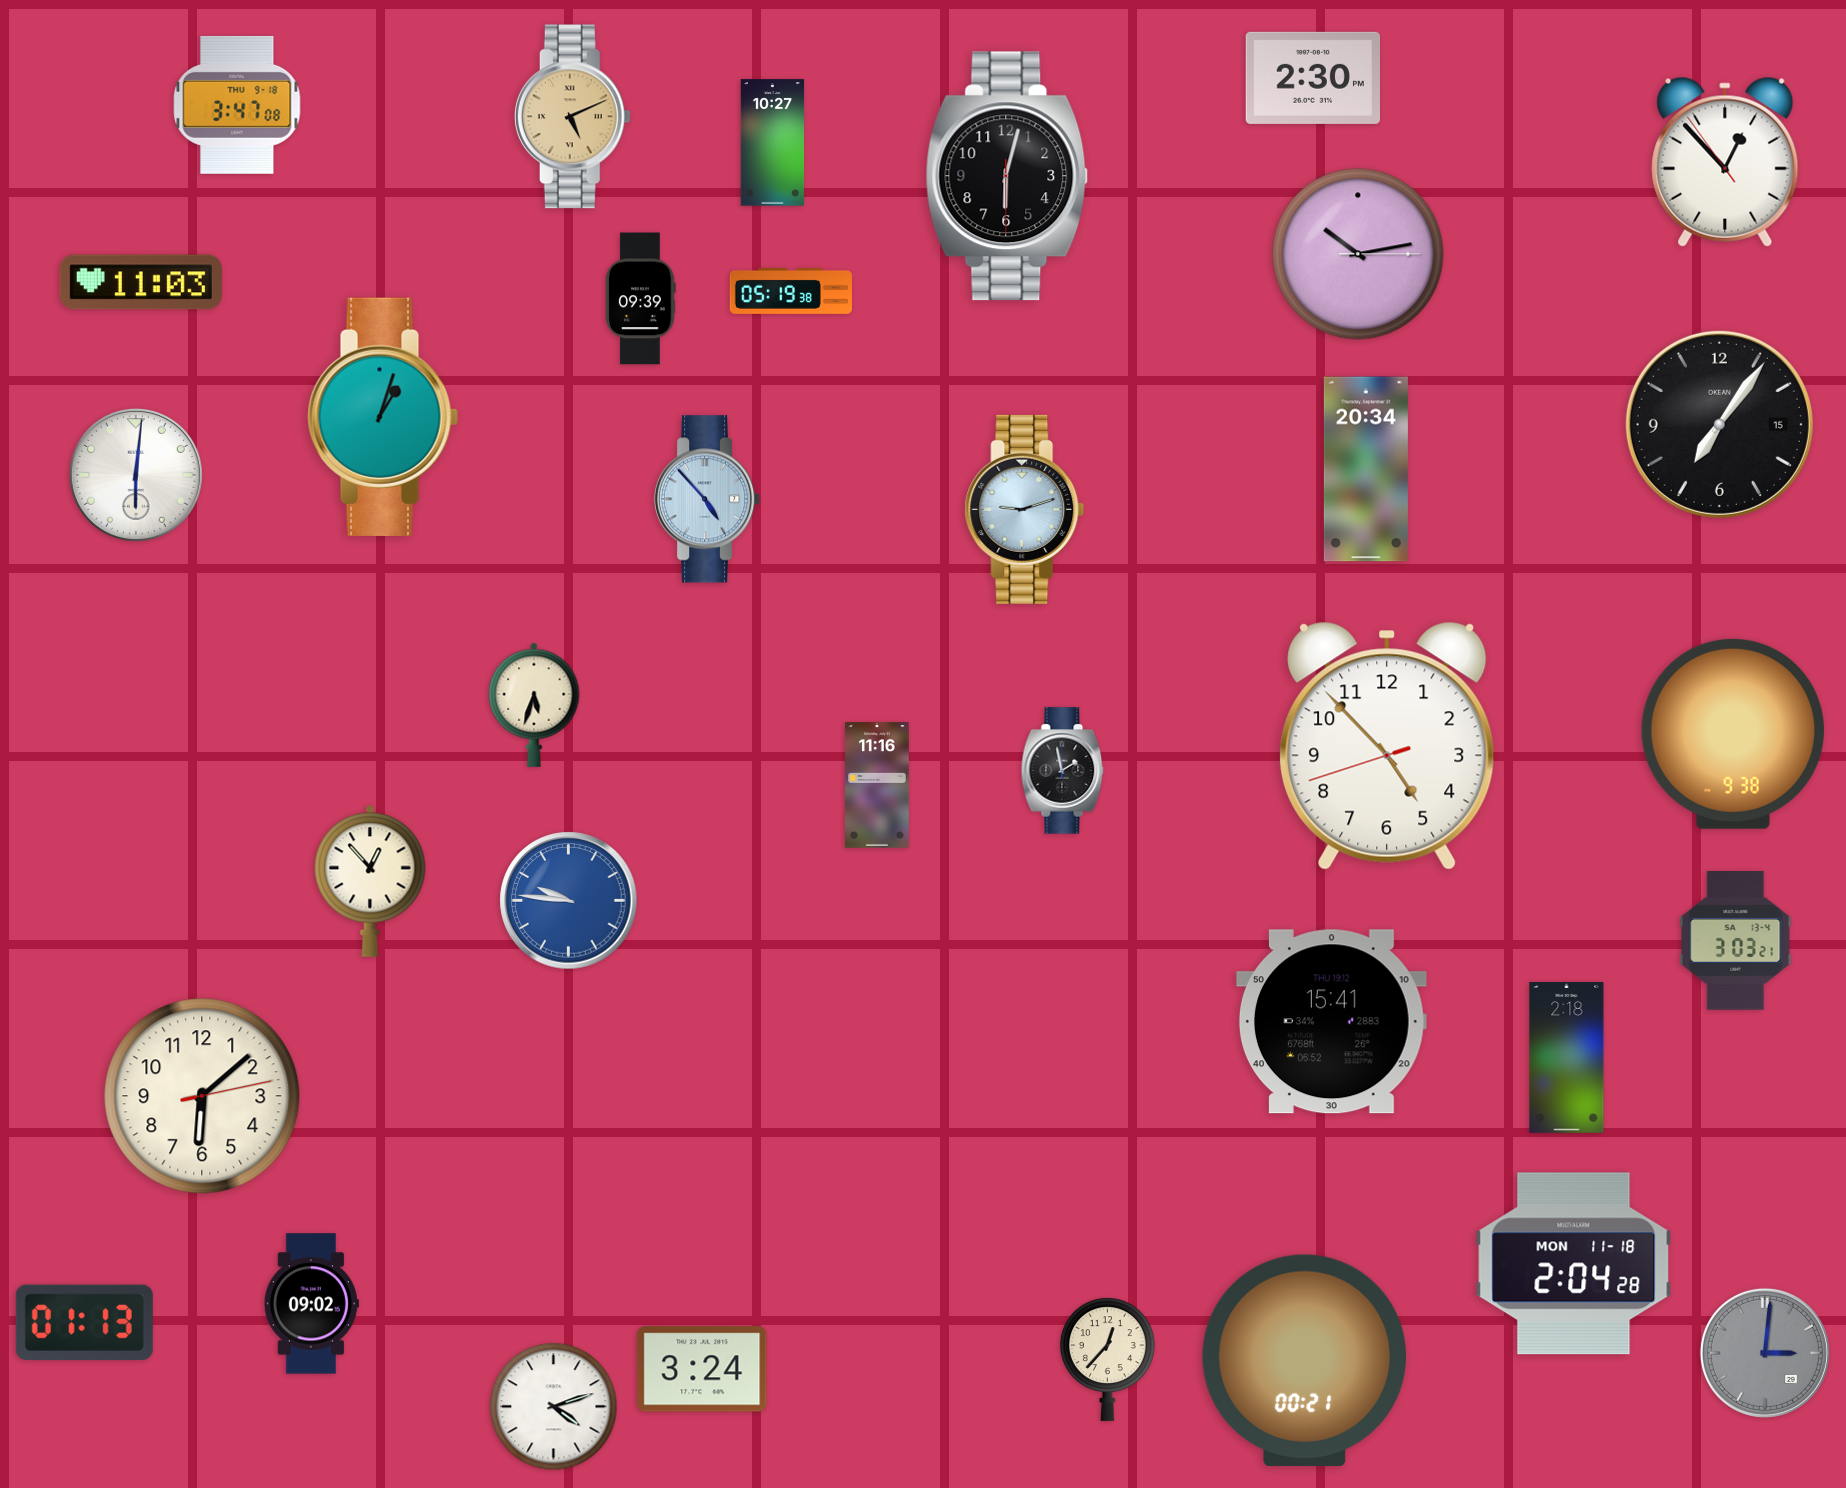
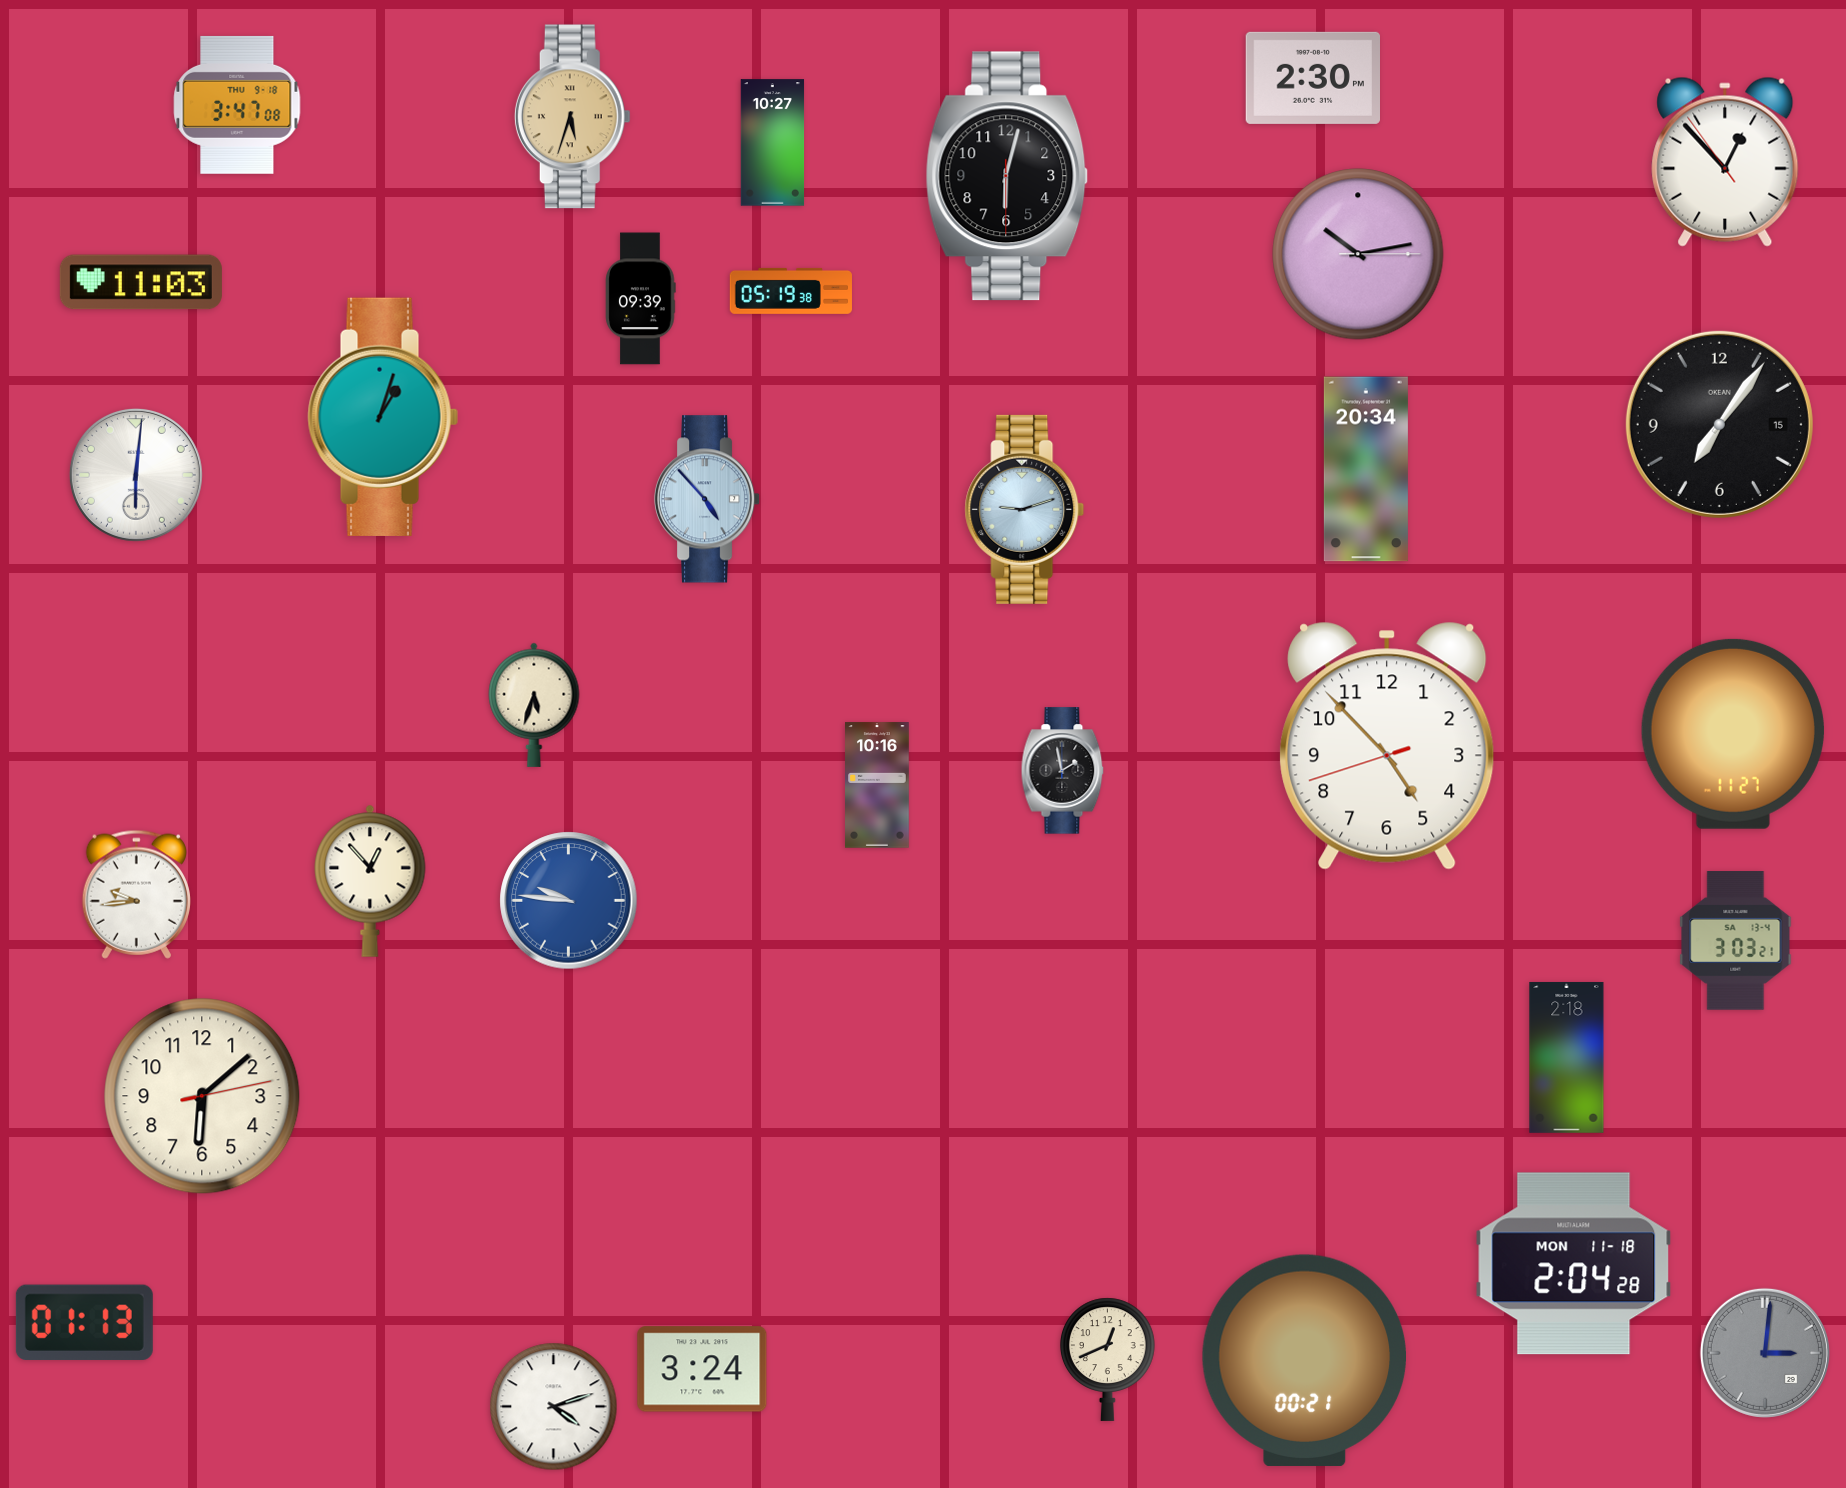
clock at (572, 117): 5:11 -> 5:33
clock at (1733, 734): 9:38 -> 11:27
clock at (878, 785): 11:16 -> 10:16
clock at (136, 894): none -> 9:44
clock at (1331, 1022): 15:41 -> none
clock at (311, 1304): 09:02 -> none
clock at (1107, 1359): 12:37 -> 12:41
